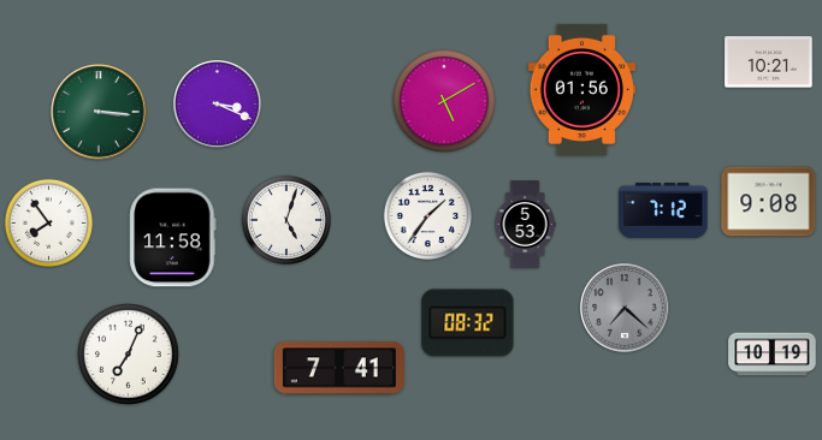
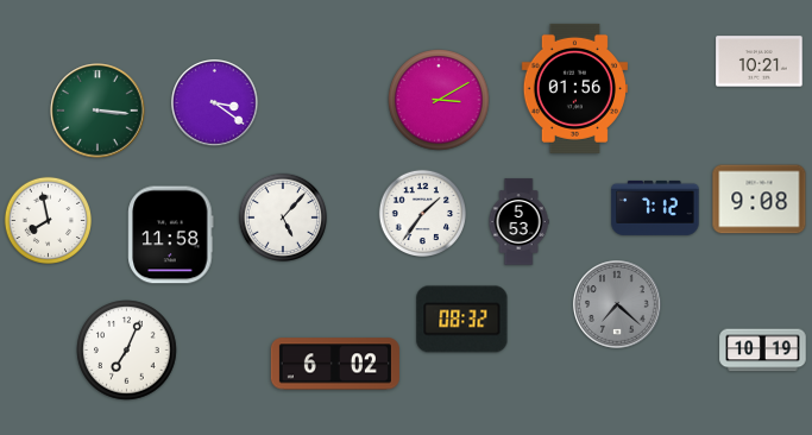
clock at (444, 101): 5:10 -> 3:10
clock at (218, 105): 3:19 -> 3:21
clock at (285, 219): 5:03 -> 5:07
clock at (48, 222): 7:54 -> 7:58
clock at (339, 368): 7:41 -> 6:02
